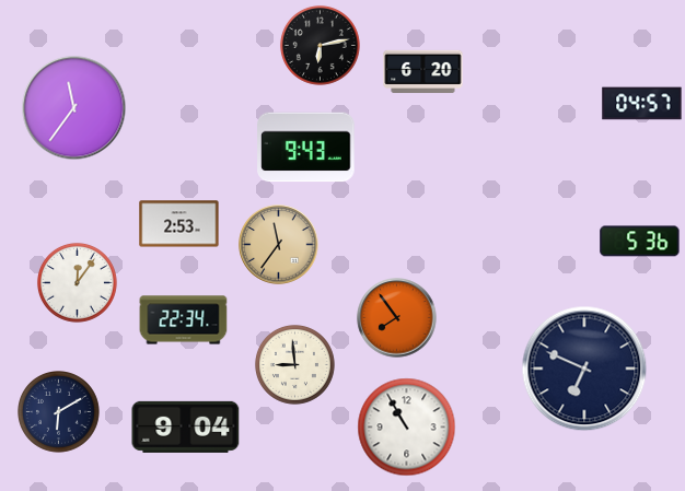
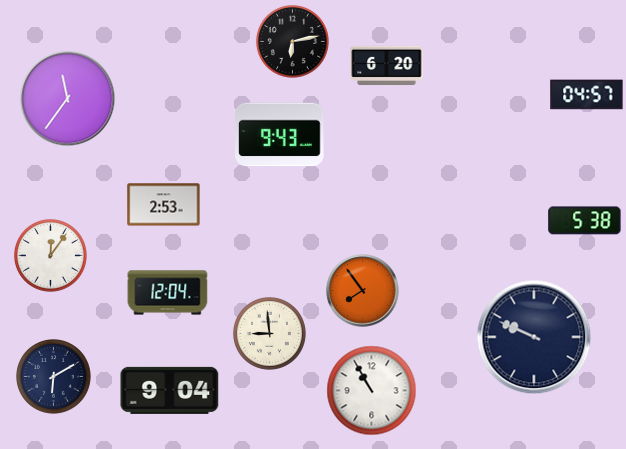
clock at (640, 242): 5:36 -> 5:38
clock at (279, 245): 11:36 -> none
clock at (77, 282) position: (77, 282) -> (50, 255)
clock at (184, 320): 22:34 -> 12:04
clock at (584, 369): 6:49 -> 9:49
